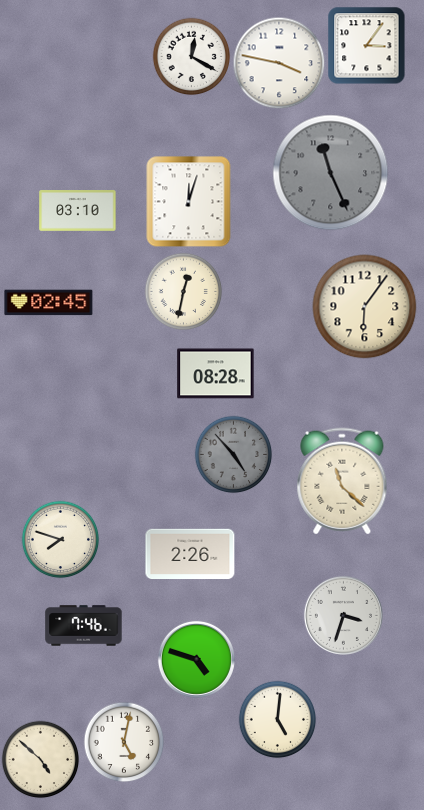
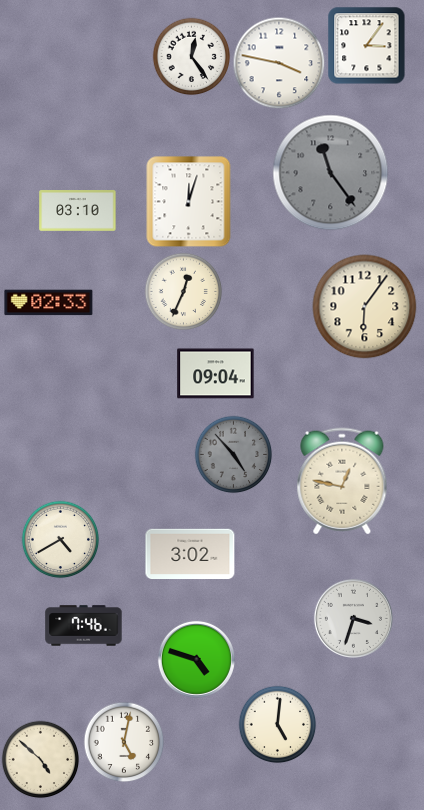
clock at (191, 56): 12:20 -> 12:24
clock at (331, 173): 11:26 -> 11:24
clock at (183, 291): 12:32 -> 12:34
clock at (49, 303): 02:45 -> 02:33
clock at (216, 374): 08:28 -> 09:04
clock at (342, 481): 11:22 -> 12:47
clock at (60, 539): 7:48 -> 4:40
clock at (190, 554): 2:26 -> 3:02
clock at (343, 615) position: (343, 615) -> (353, 618)
clock at (277, 719) position: (277, 719) -> (277, 724)
